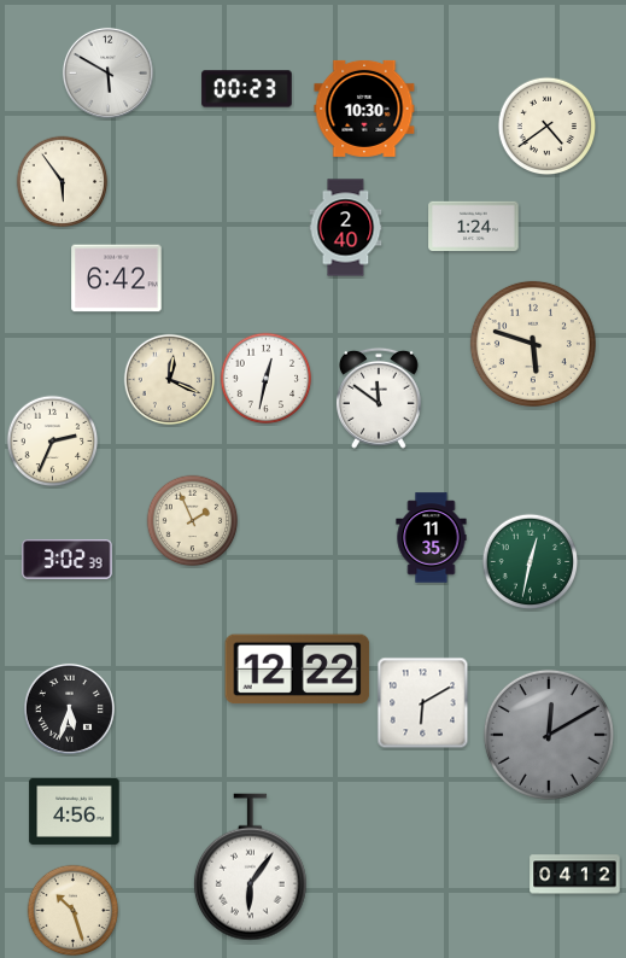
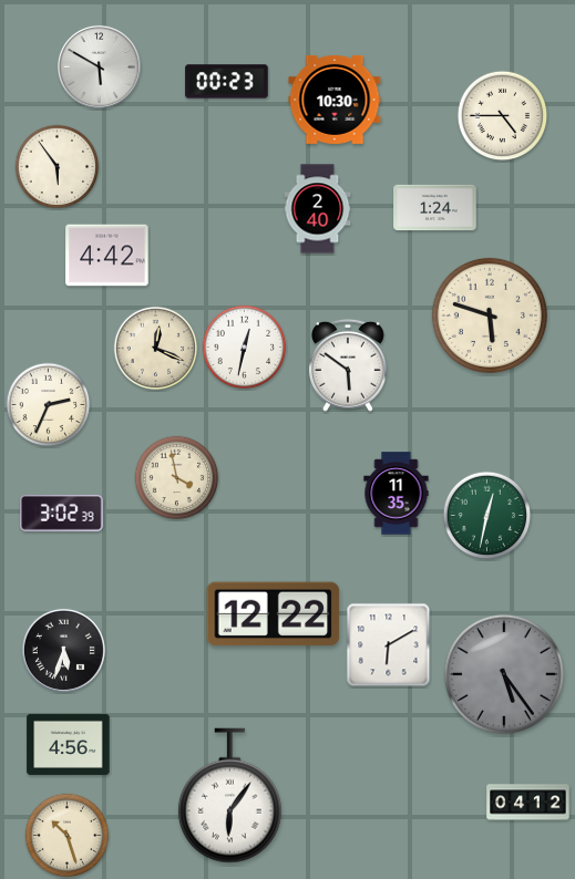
clock at (548, 127): 4:39 -> 4:45
clock at (117, 279): 6:42 -> 4:42
clock at (379, 398): 11:51 -> 5:51
clock at (193, 521): 1:56 -> 3:58
clock at (549, 735): 12:10 -> 5:24
